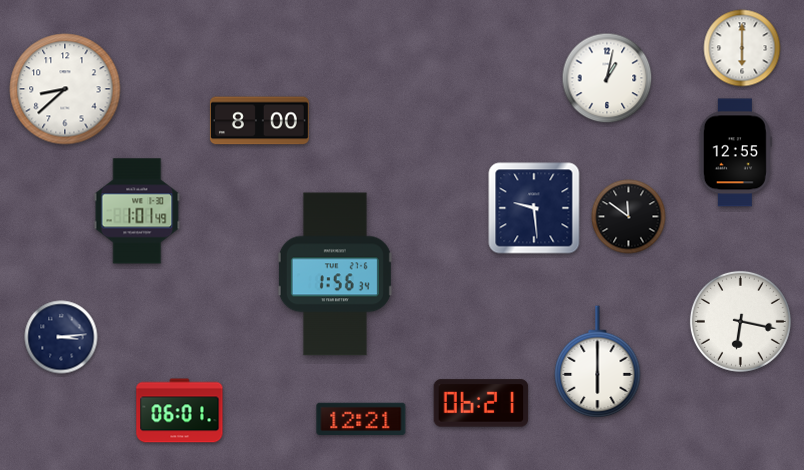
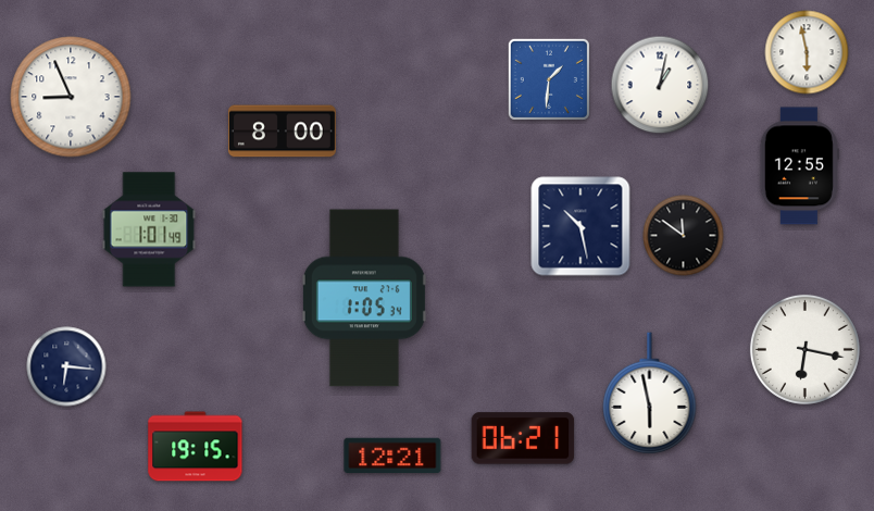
clock at (742, 48): 6:00 -> 5:58
clock at (549, 79): none -> 1:31
clock at (65, 89): 8:38 -> 8:56
clock at (534, 208): 9:29 -> 10:28
clock at (335, 274): 1:56 -> 1:05
clock at (61, 337): 3:14 -> 6:16
clock at (598, 362): 6:00 -> 5:58
clock at (180, 411): 06:01 -> 19:15
